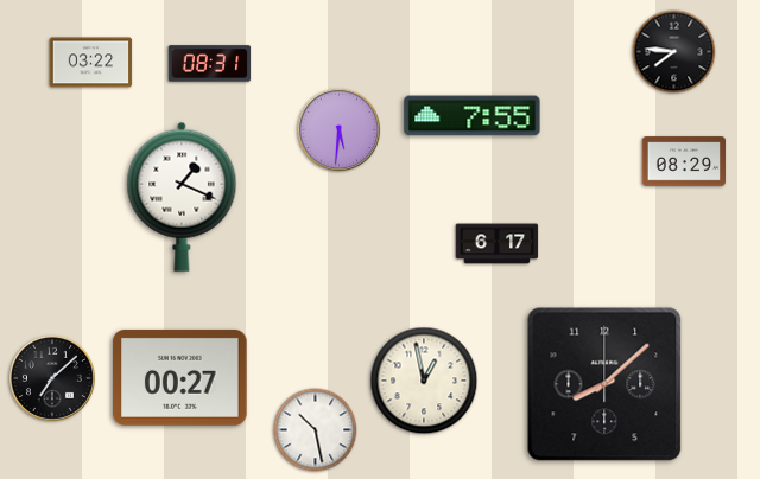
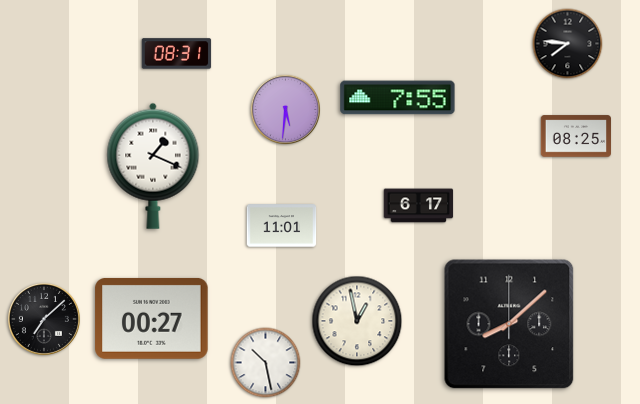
clock at (91, 63): 03:22 -> none
clock at (683, 161): 08:29 -> 08:25
clock at (282, 226): none -> 11:01
